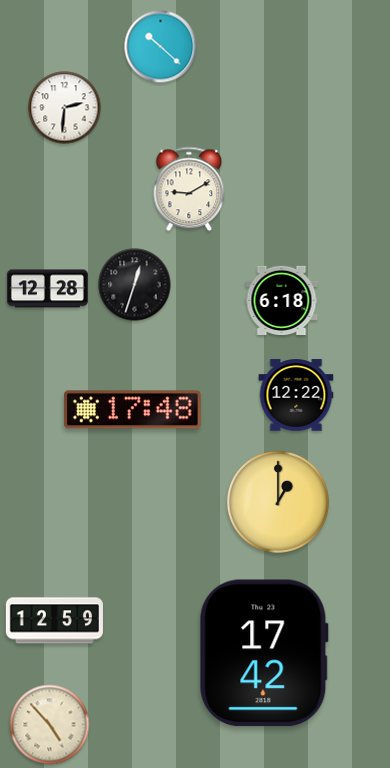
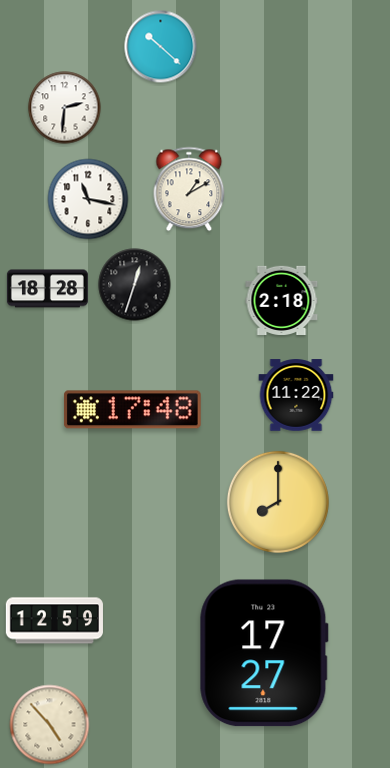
clock at (189, 189): 9:10 -> 1:10
clock at (88, 199): none -> 11:17
clock at (47, 289): 12:28 -> 18:28
clock at (282, 300): 6:18 -> 2:18
clock at (296, 395): 12:22 -> 11:22
clock at (278, 502): 1:00 -> 8:00
clock at (264, 653): 17:42 -> 17:27
